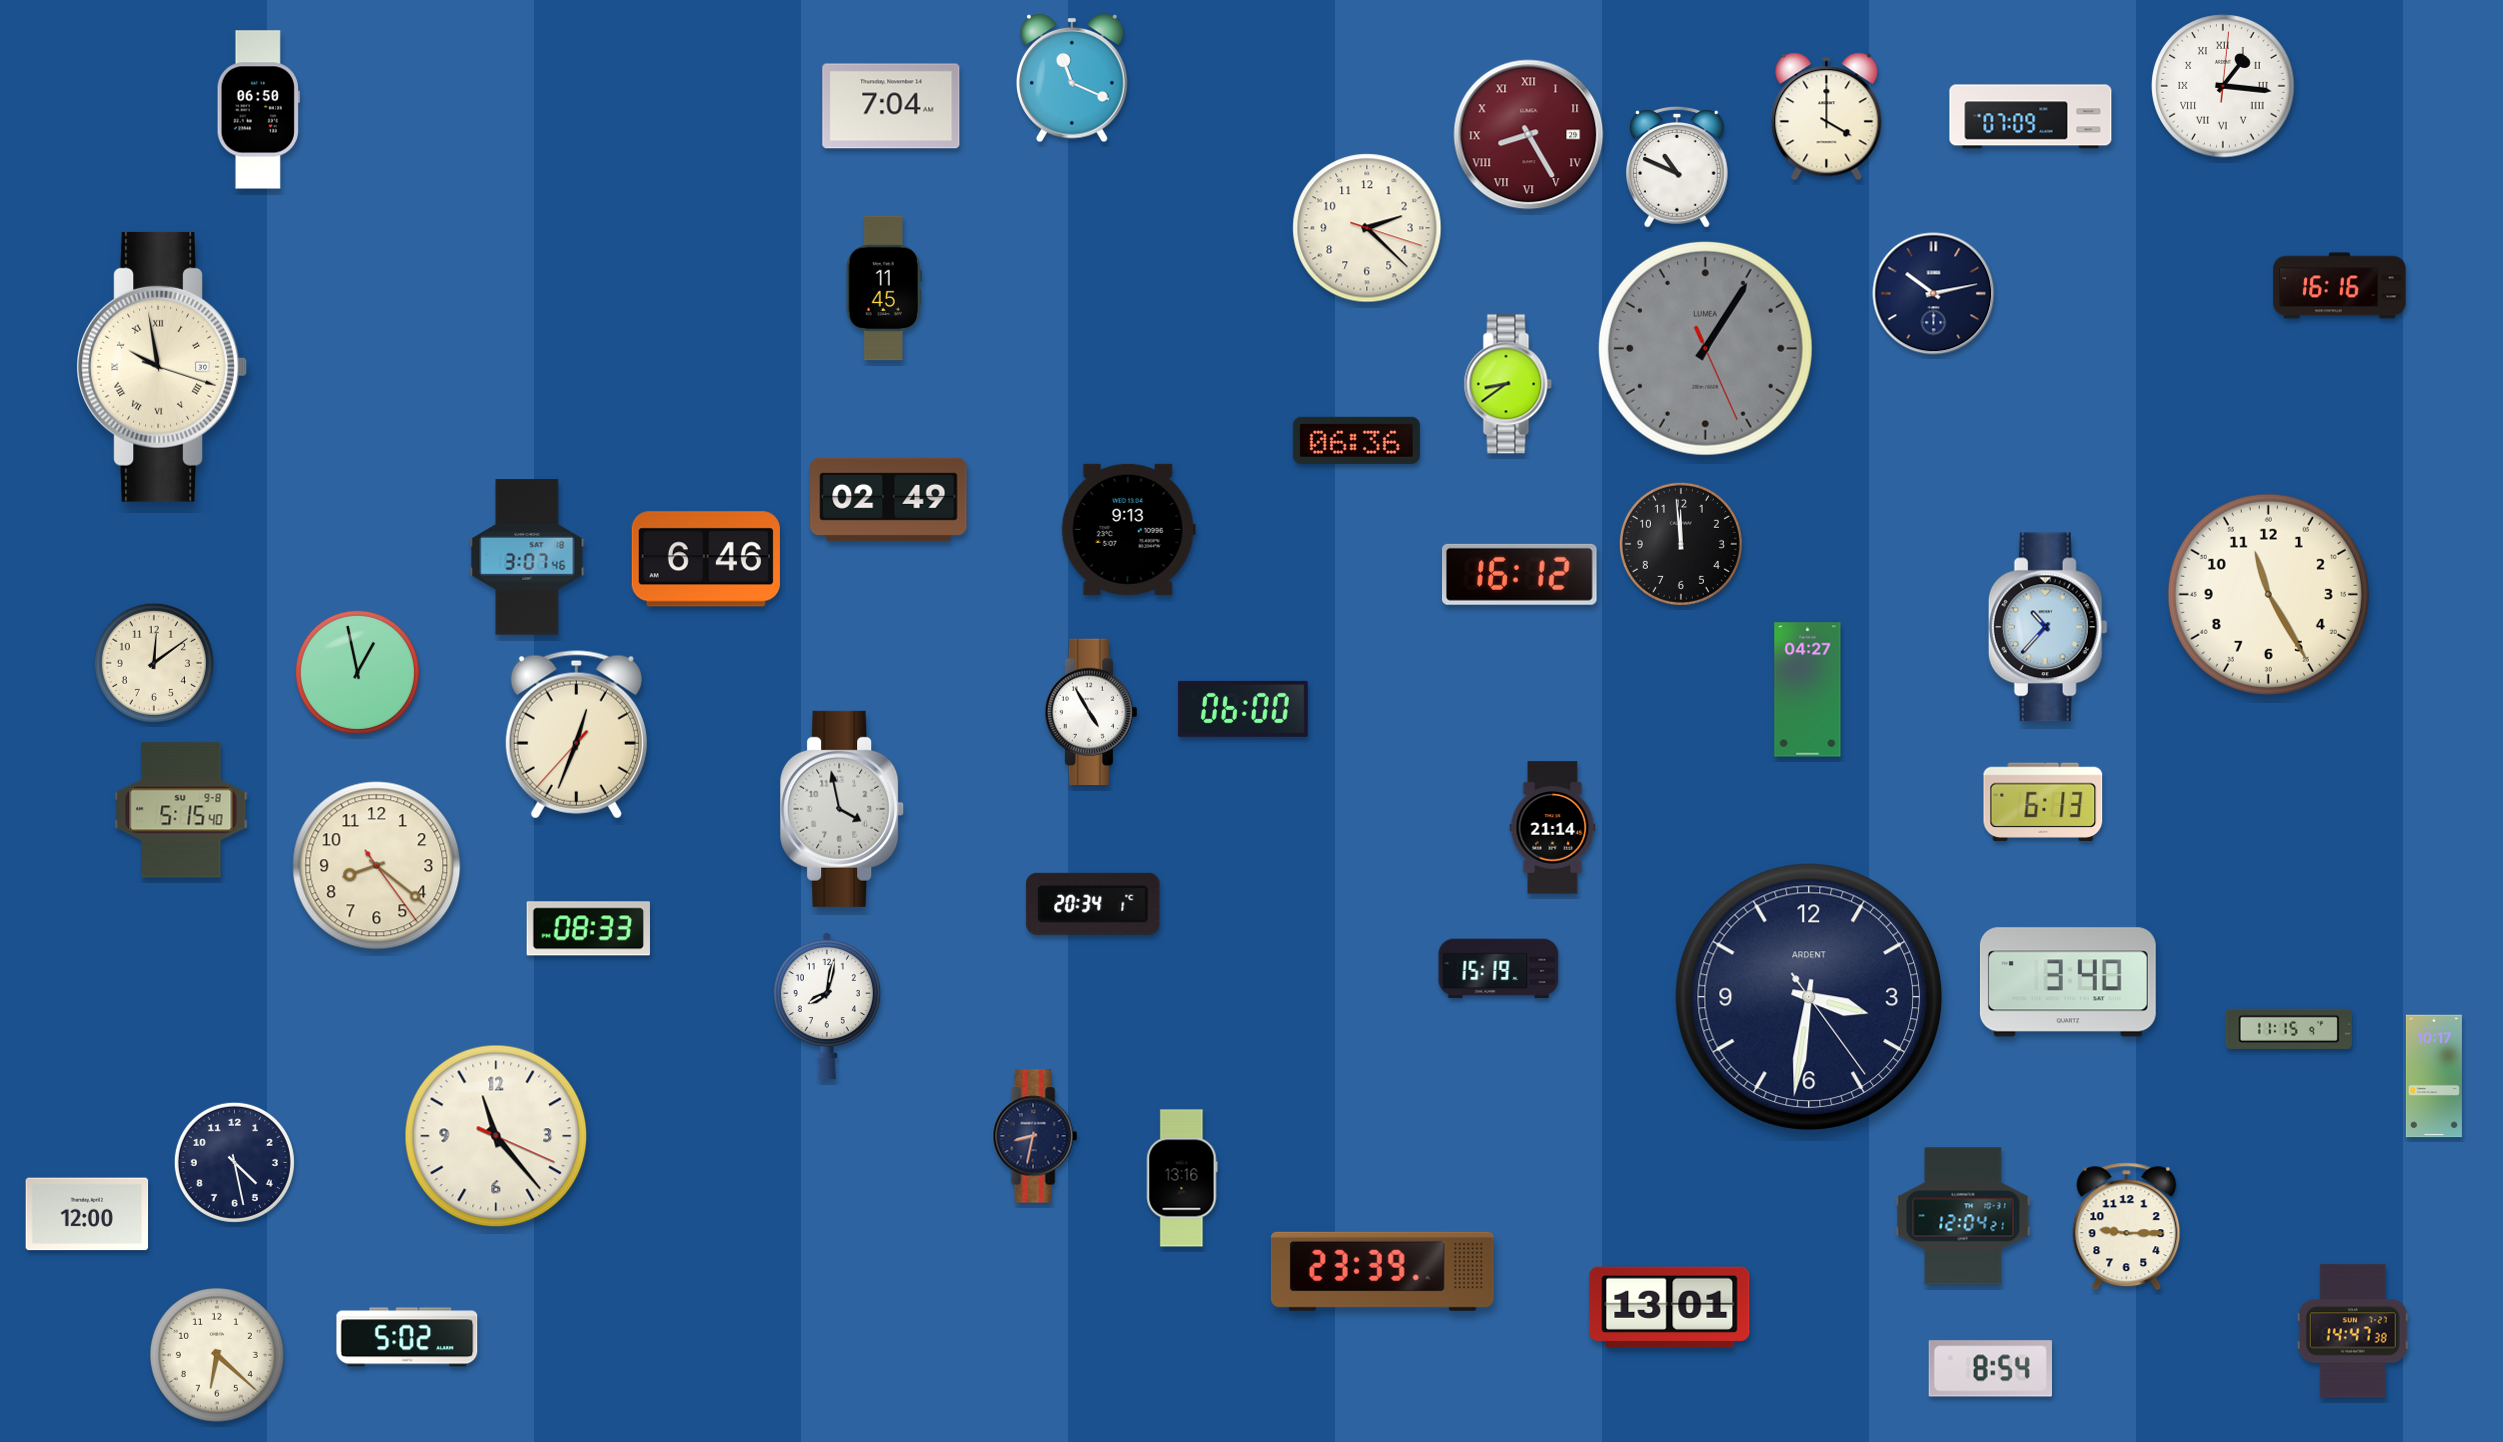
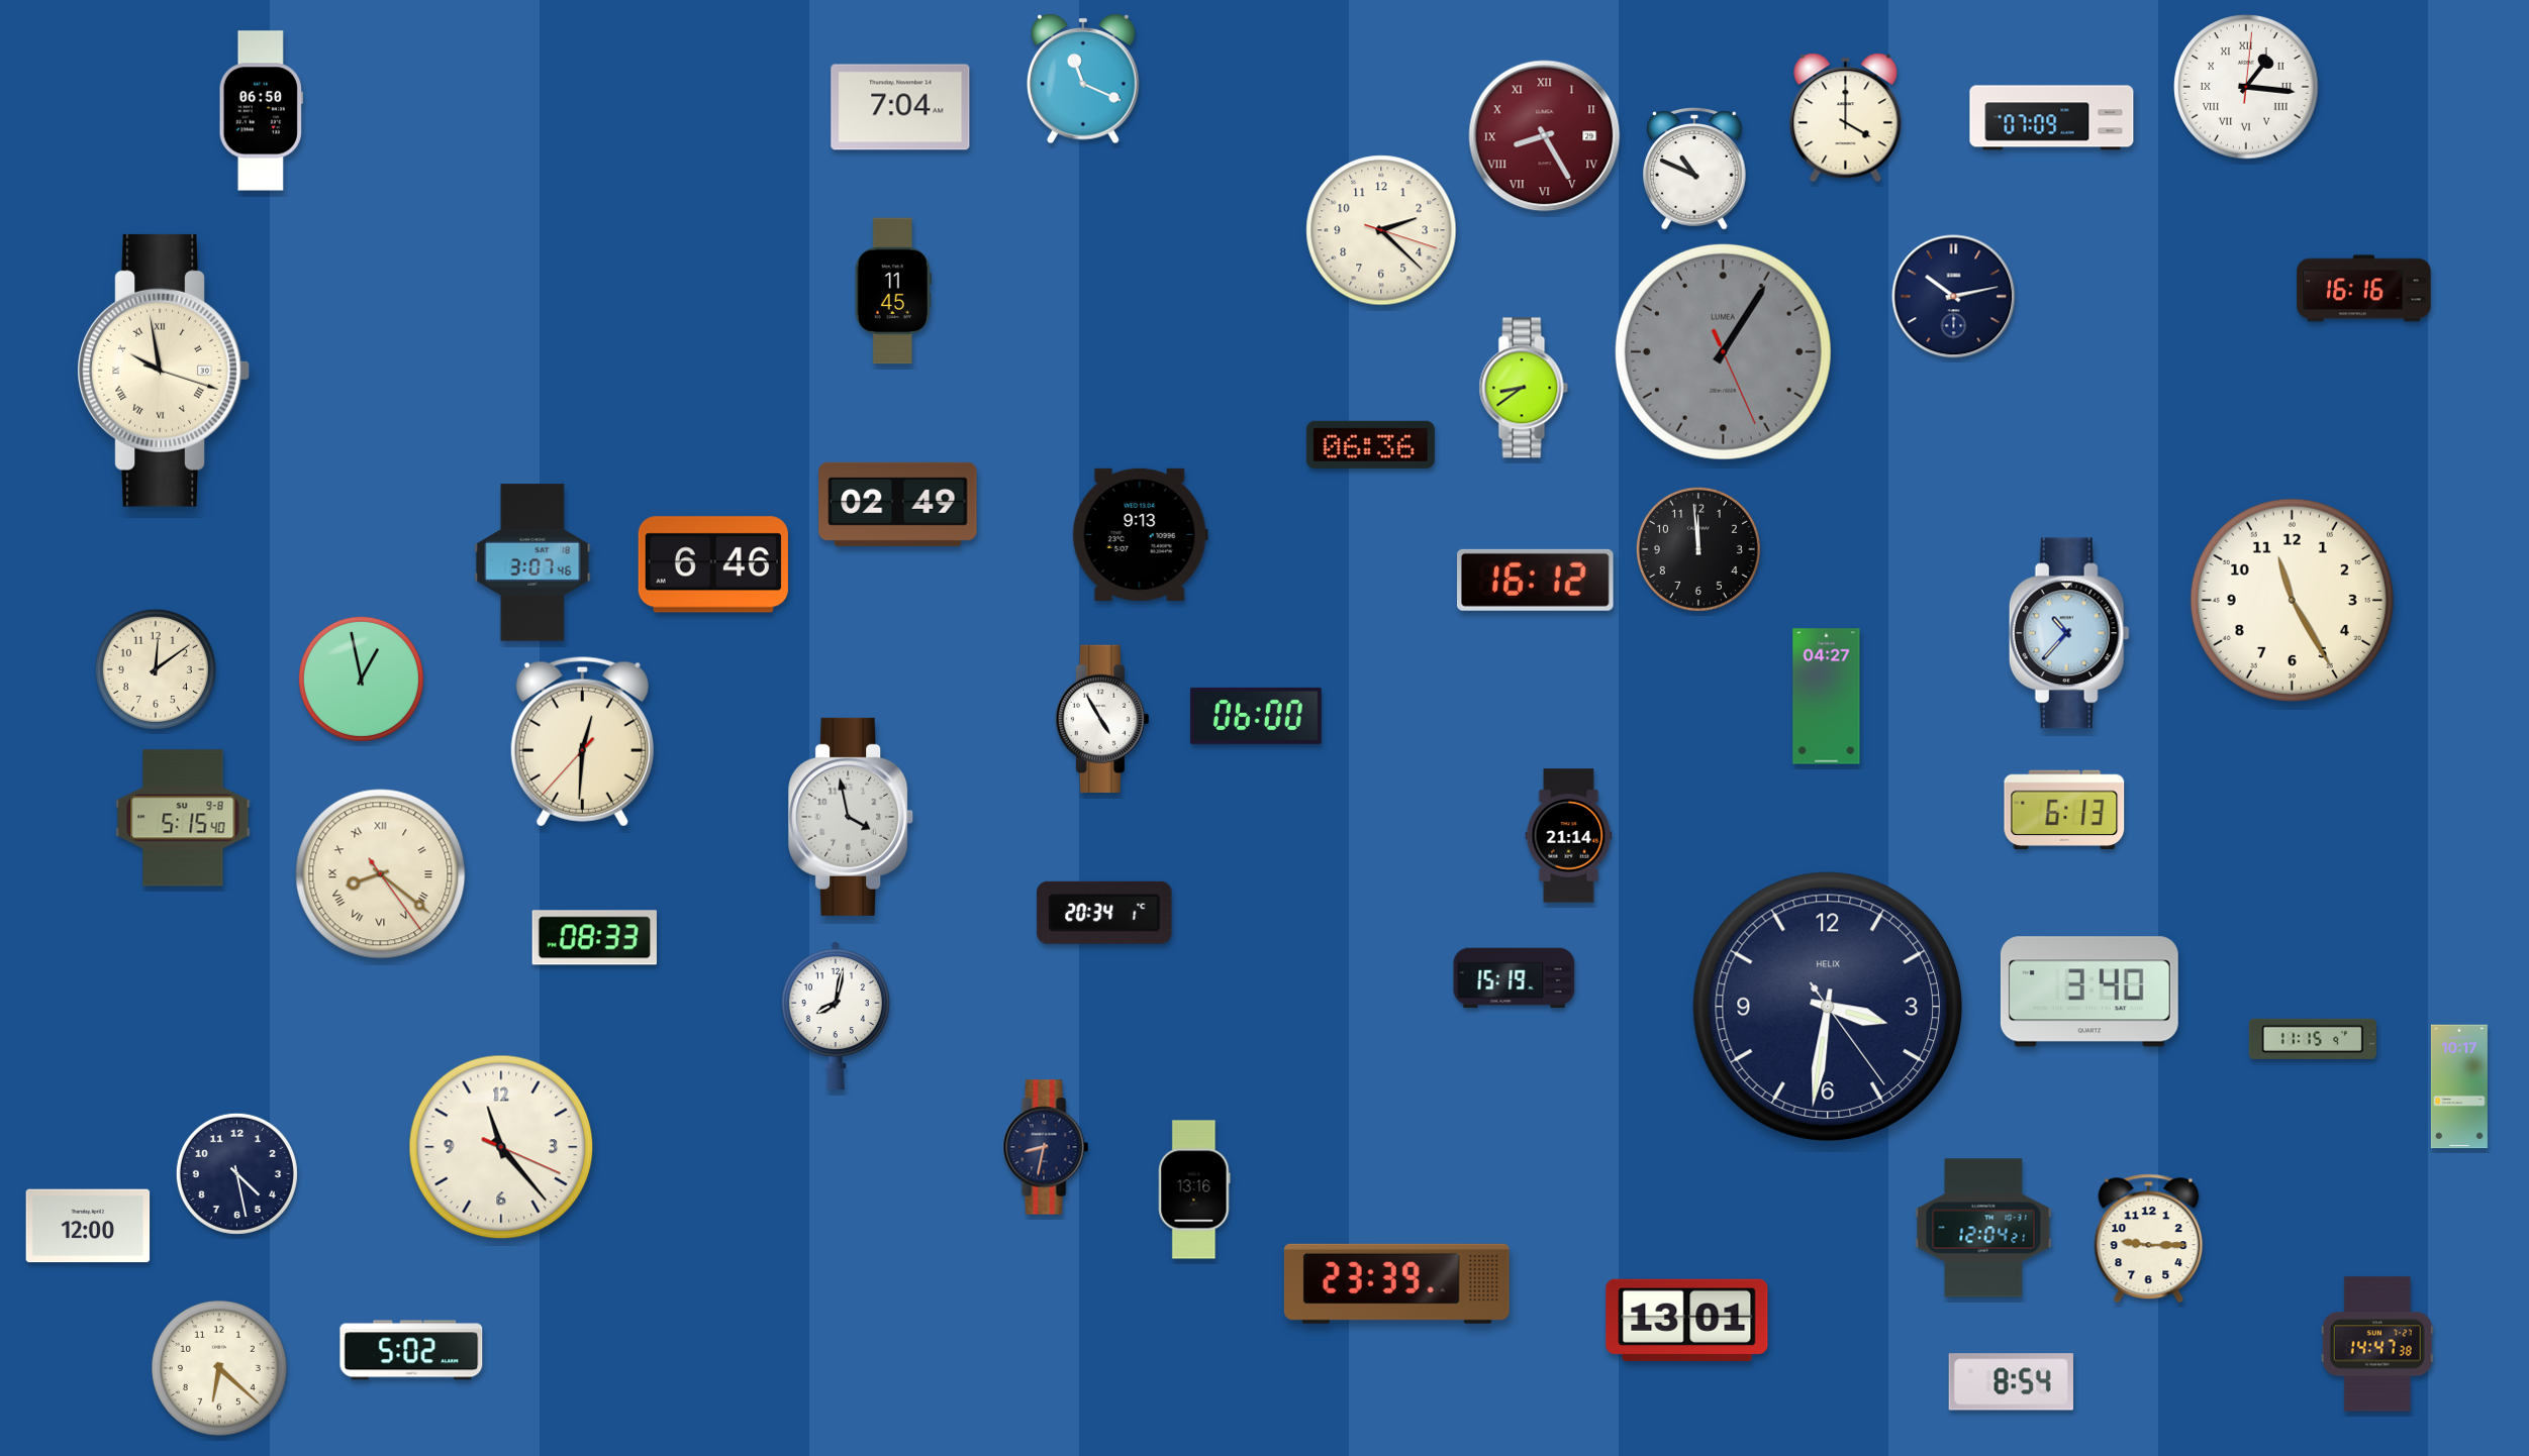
clock at (576, 735): 12:33 -> 12:30
clock at (377, 866) numerals: Arabic -> Roman
clock at (1808, 996) brand: ARDENT -> HELIX
